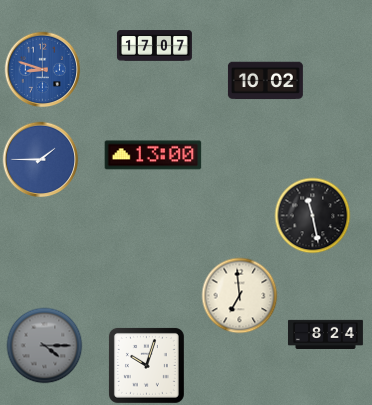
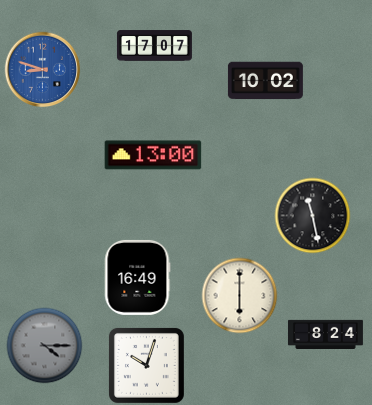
clock at (41, 160): 1:45 -> none
clock at (137, 277): none -> 16:49
clock at (240, 296): 6:59 -> 6:00
